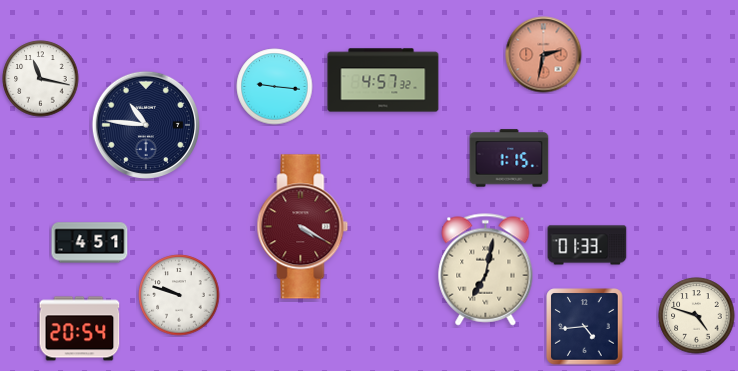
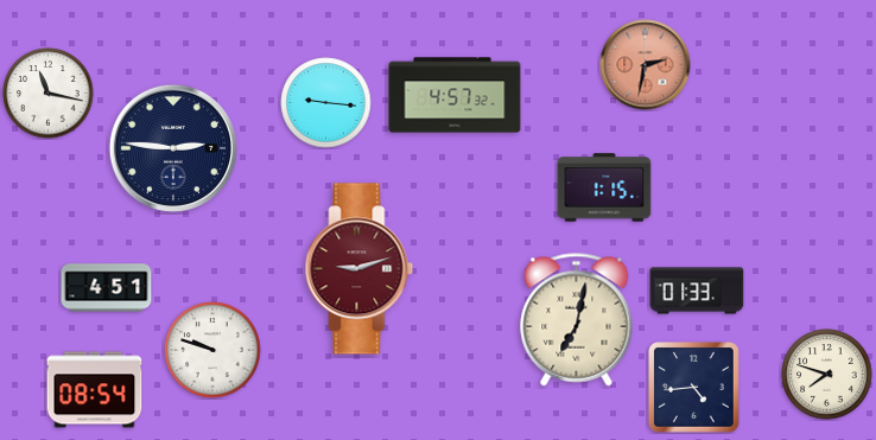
clock at (146, 125): 10:46 -> 2:46
clock at (303, 227): 4:20 -> 9:12
clock at (697, 316): 4:48 -> 7:48
clock at (80, 329): 20:54 -> 08:54
